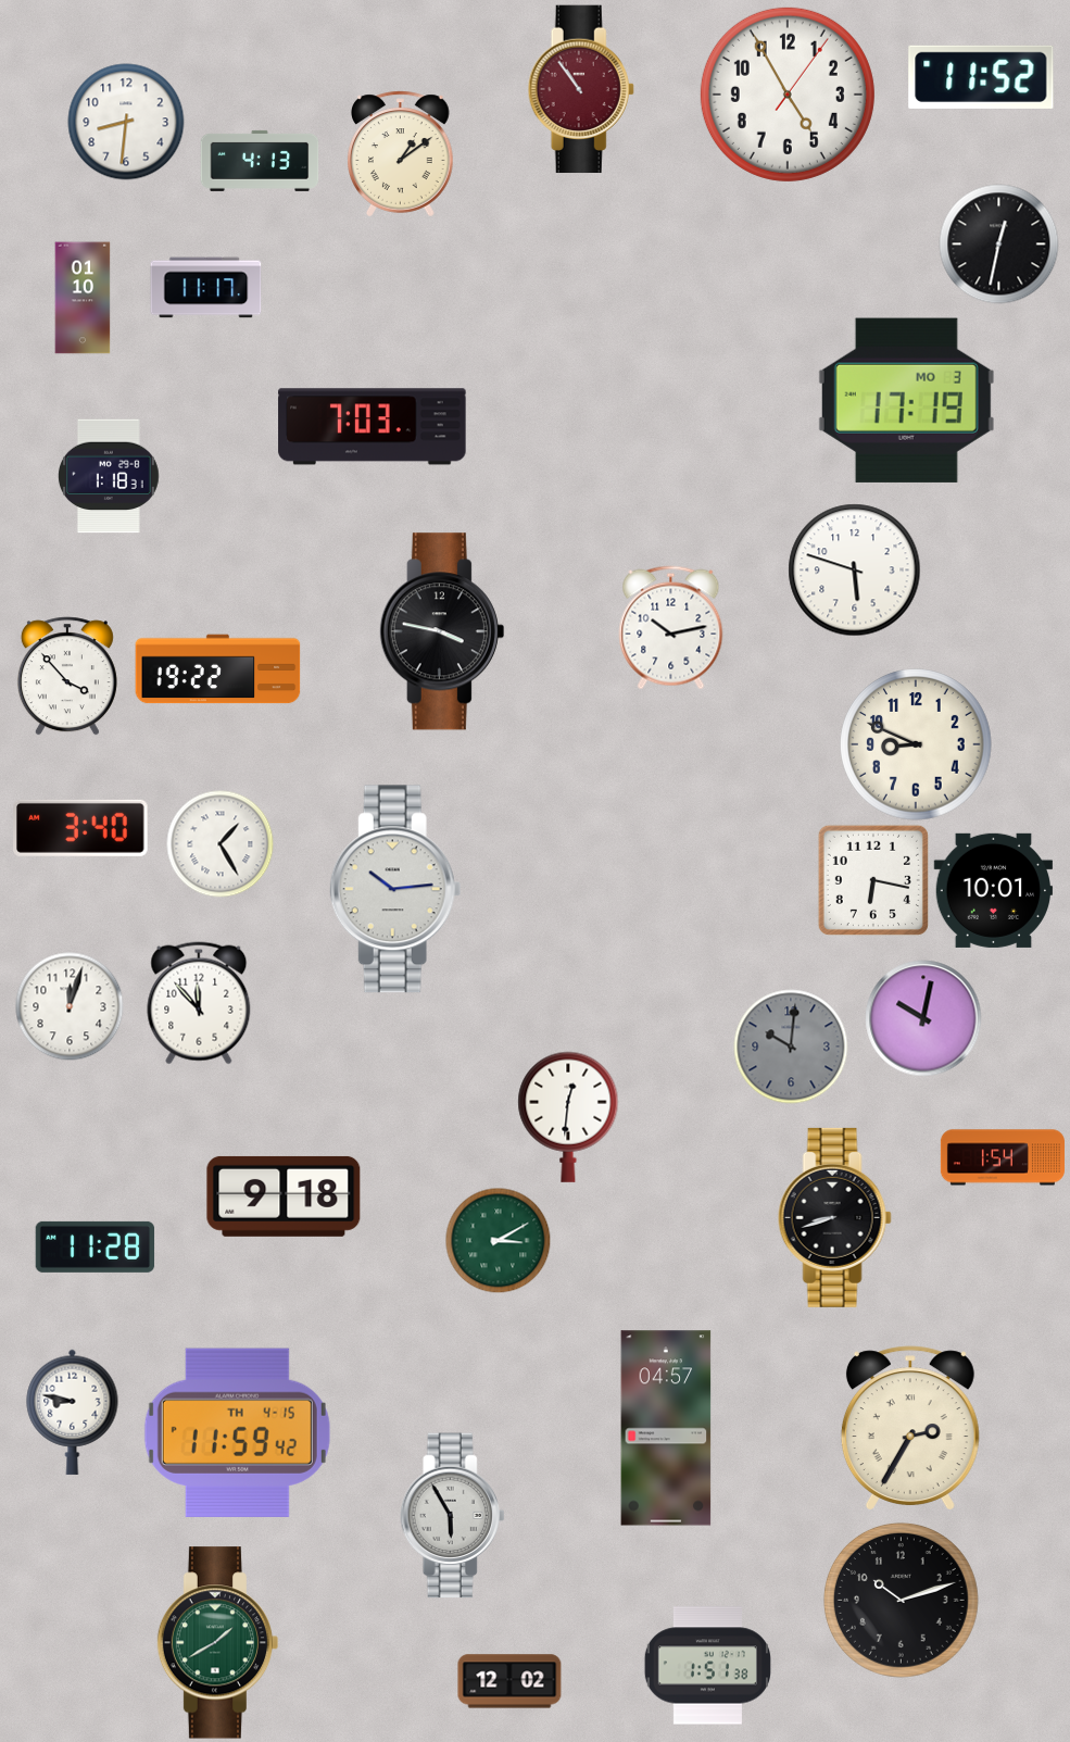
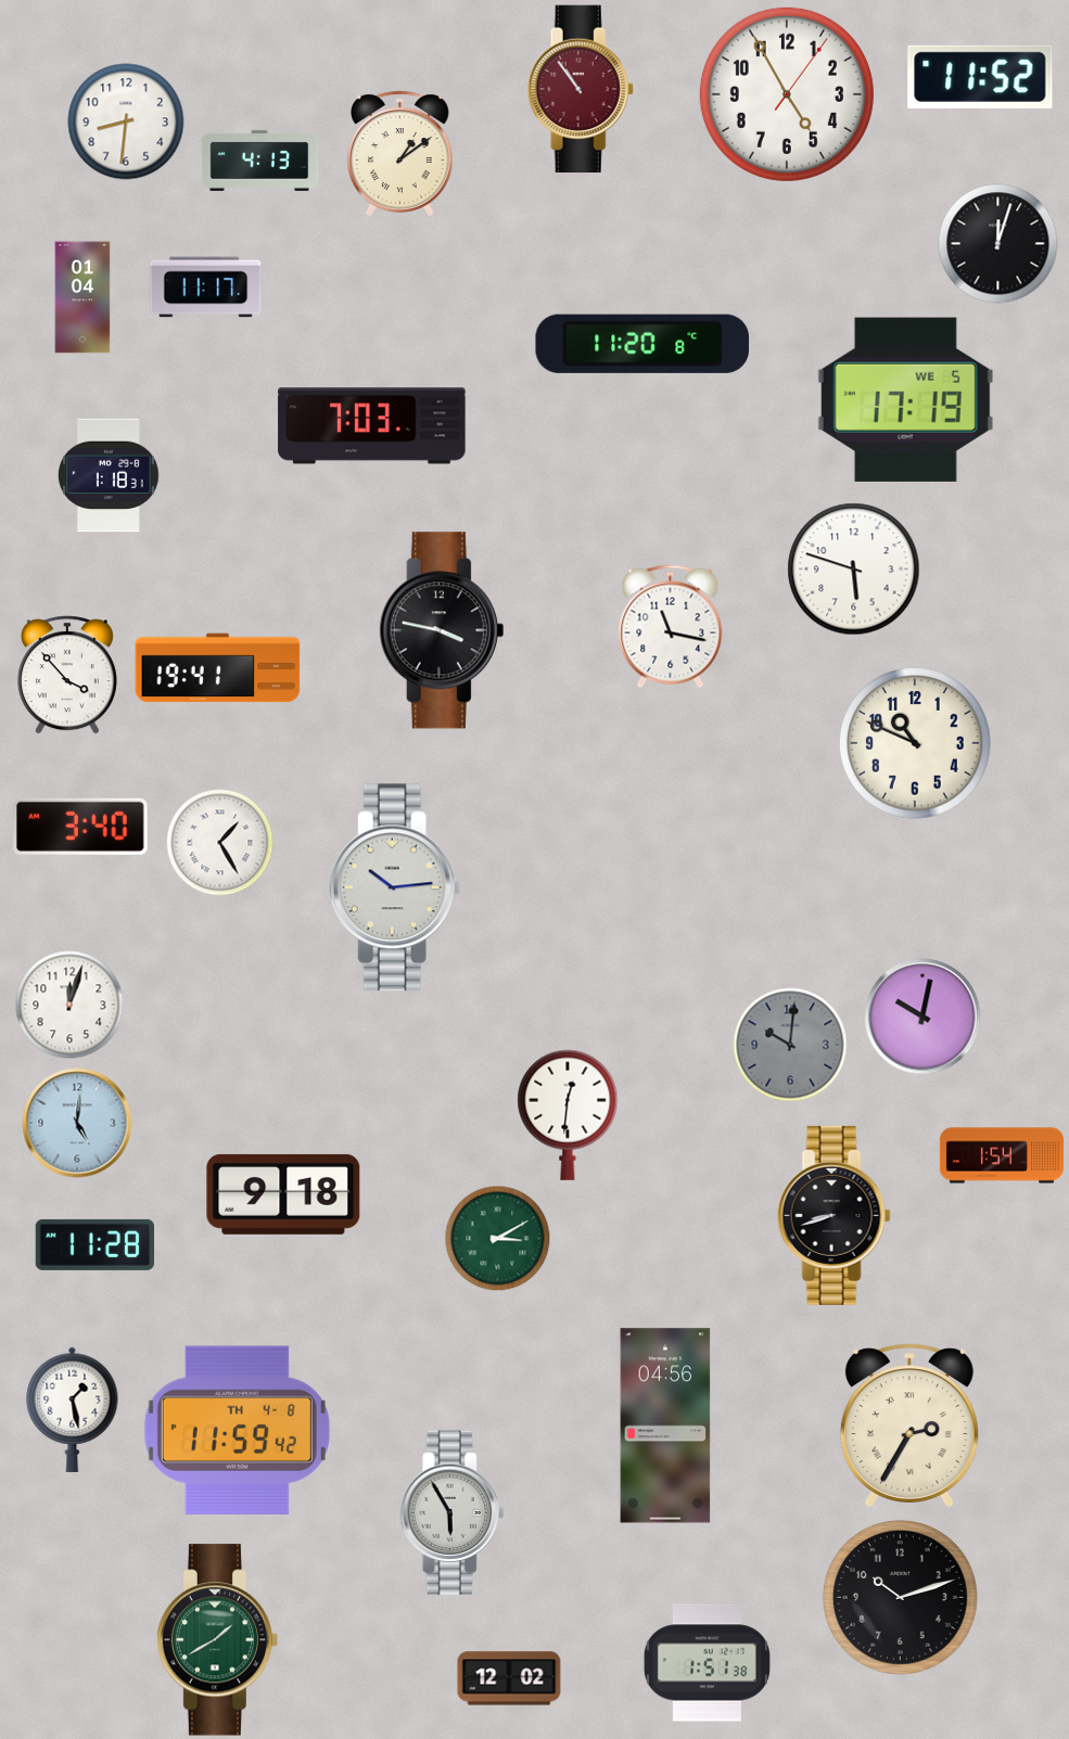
clock at (999, 245): 12:32 -> 12:03
clock at (83, 298): 01:10 -> 01:04
clock at (641, 344): none -> 11:20
clock at (906, 400) date: MO 3 -> WE 5
clock at (671, 628): 10:13 -> 11:17
clock at (218, 669): 19:22 -> 19:41
clock at (917, 745): 8:49 -> 10:49
clock at (873, 880): 6:17 -> none
clock at (994, 890): 10:01 -> none
clock at (199, 1003): 11:53 -> none
clock at (77, 1123): none -> 5:01
clock at (73, 1412): 8:47 -> 1:28
clock at (666, 1428): 04:57 -> 04:56
clock at (237, 1432) date: TH 4-15 -> TH 4-8
